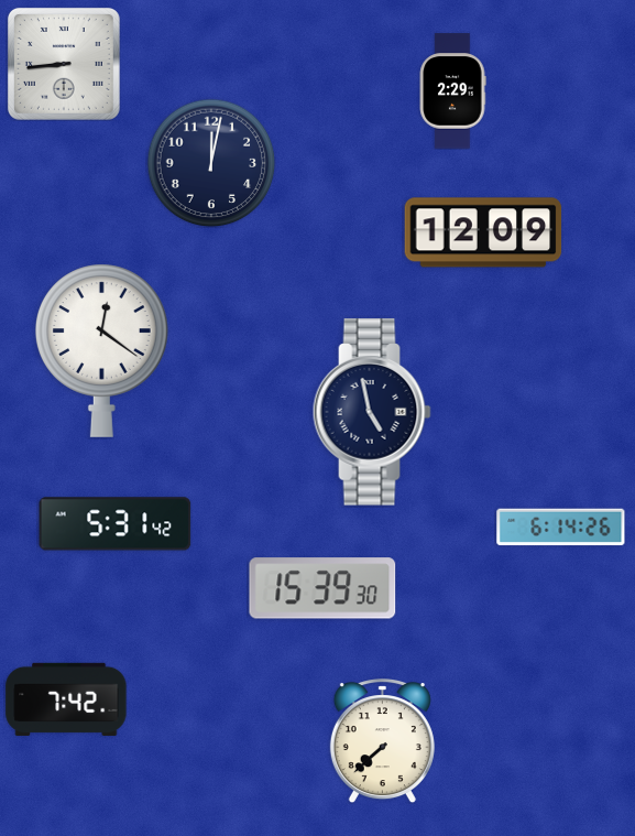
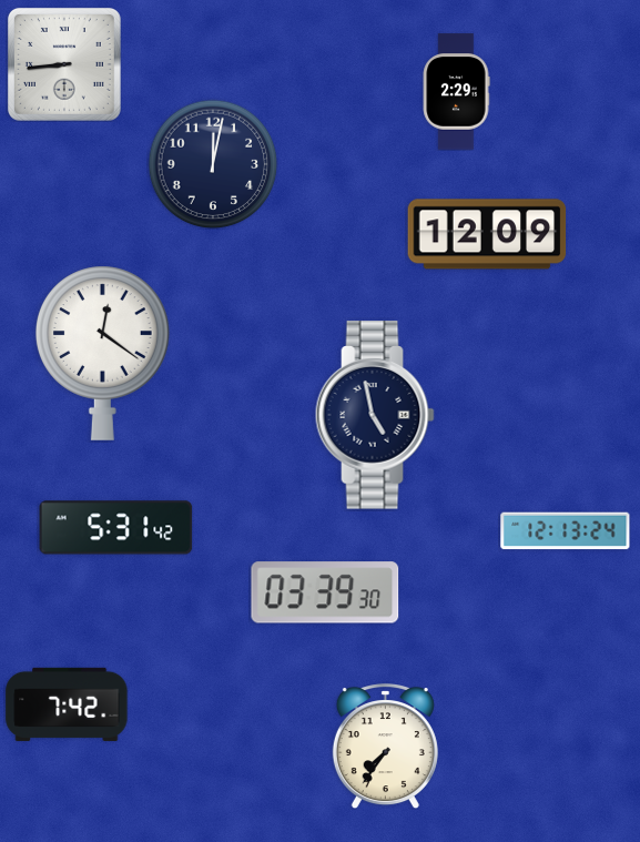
clock at (561, 528): 6:14 -> 12:13
clock at (322, 588): 15:39 -> 03:39
clock at (382, 741): 7:38 -> 7:36
